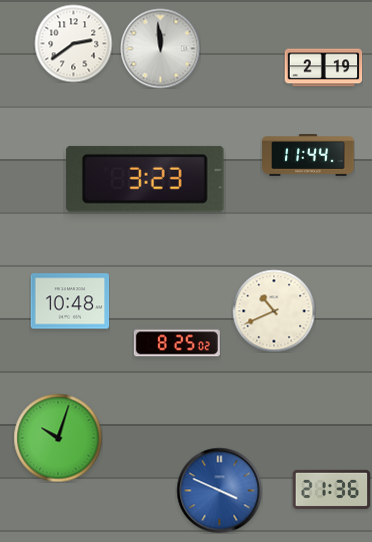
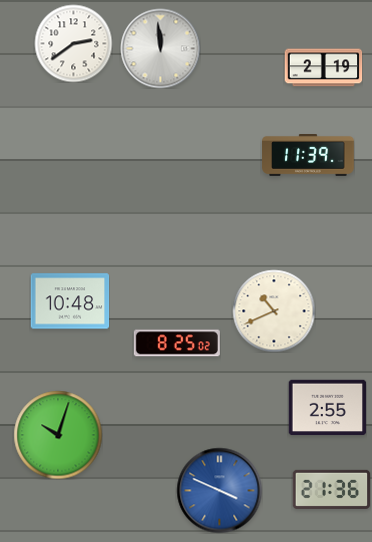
clock at (308, 156): 11:44 -> 11:39
clock at (145, 179): 3:23 -> none
clock at (327, 408): none -> 2:55
clock at (58, 438) position: (58, 438) -> (58, 435)
